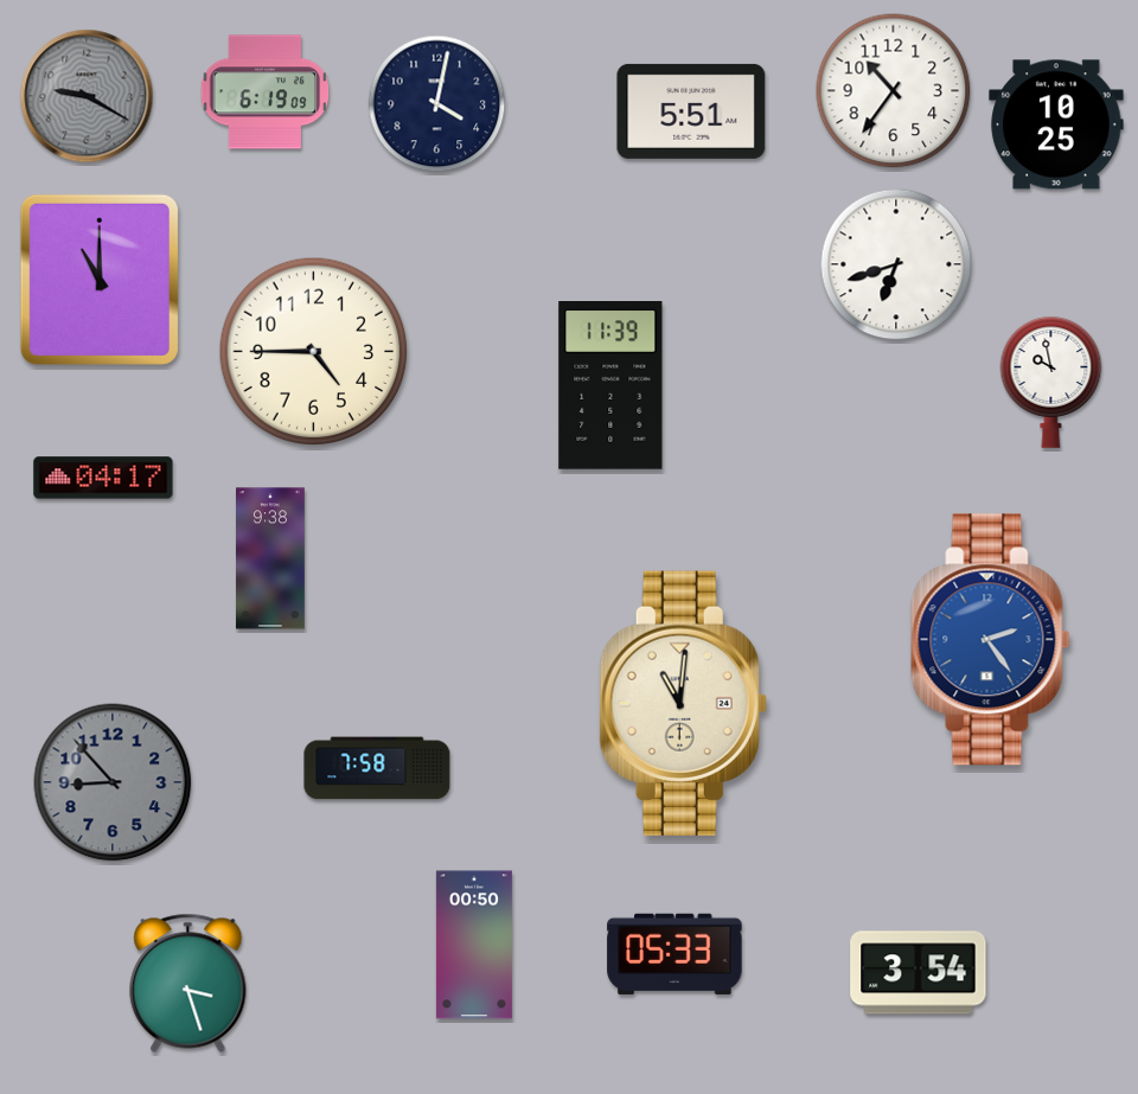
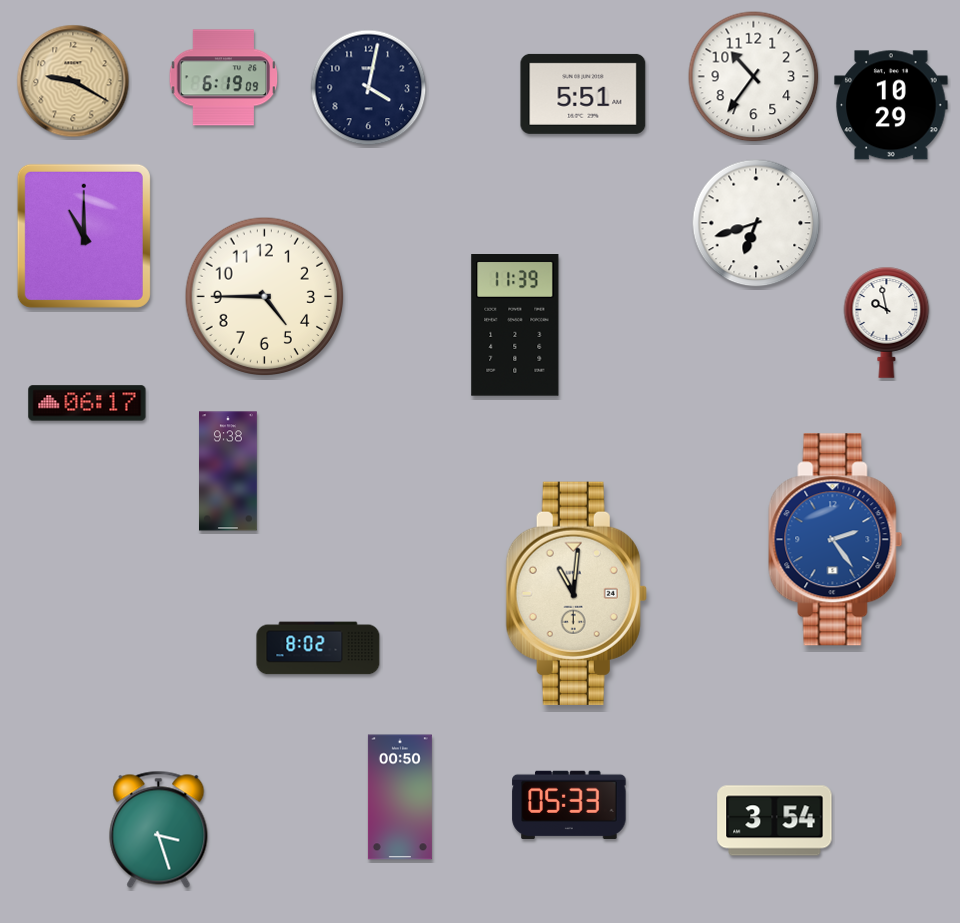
clock at (87, 96) dial: grey -> champagne
clock at (1056, 124): 10:25 -> 10:29
clock at (103, 478): 04:17 -> 06:17
clock at (377, 768): 7:58 -> 8:02
clock at (113, 782): 8:53 -> none
